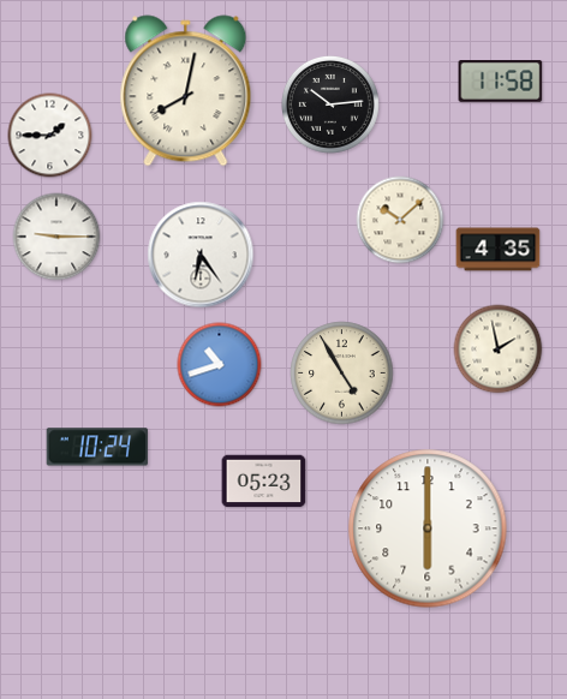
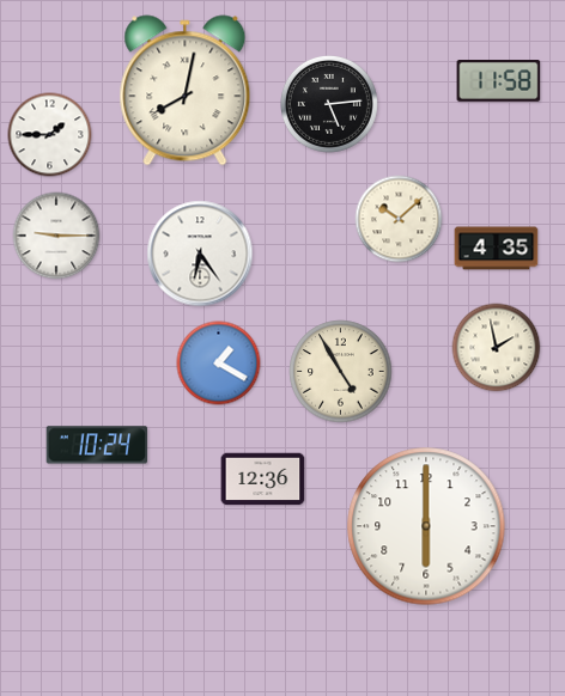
clock at (330, 104): 10:14 -> 5:14
clock at (220, 365): 10:42 -> 1:20
clock at (264, 482): 05:23 -> 12:36
